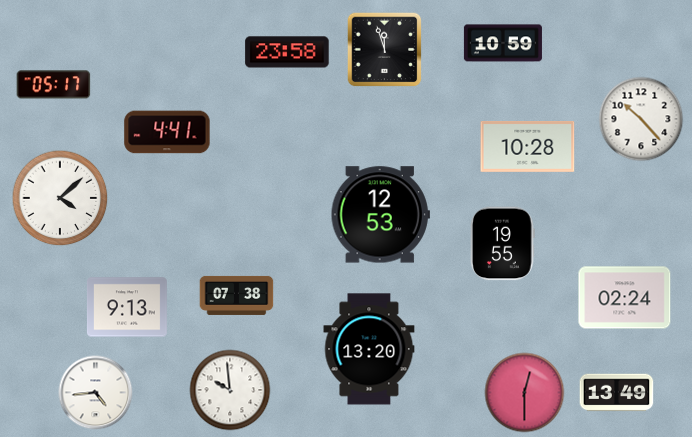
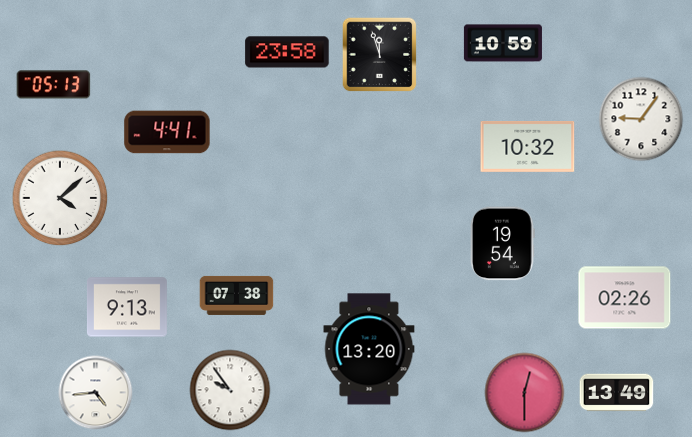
clock at (385, 50) position: (385, 50) -> (380, 55)
clock at (54, 85): 05:17 -> 05:13
clock at (641, 119): 10:23 -> 9:06
clock at (528, 146): 10:28 -> 10:32
clock at (380, 215): 12:53 -> none
clock at (503, 244): 19:55 -> 19:54
clock at (625, 298): 02:24 -> 02:26
clock at (230, 390): 9:59 -> 9:54
